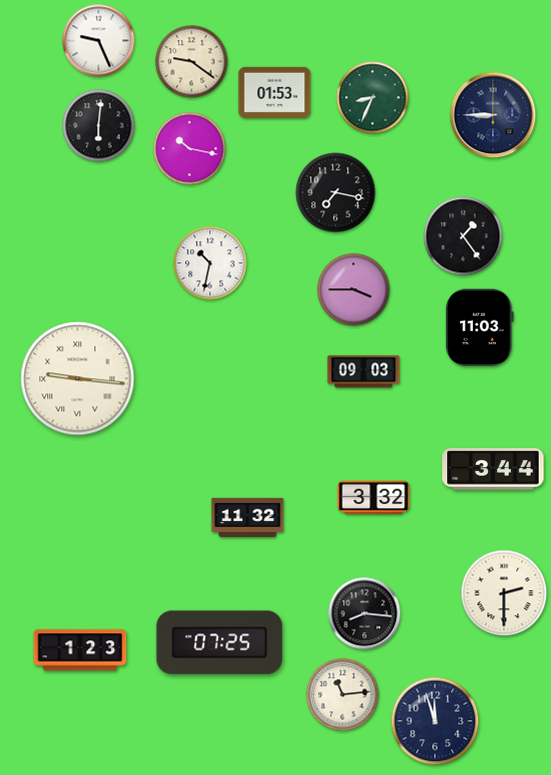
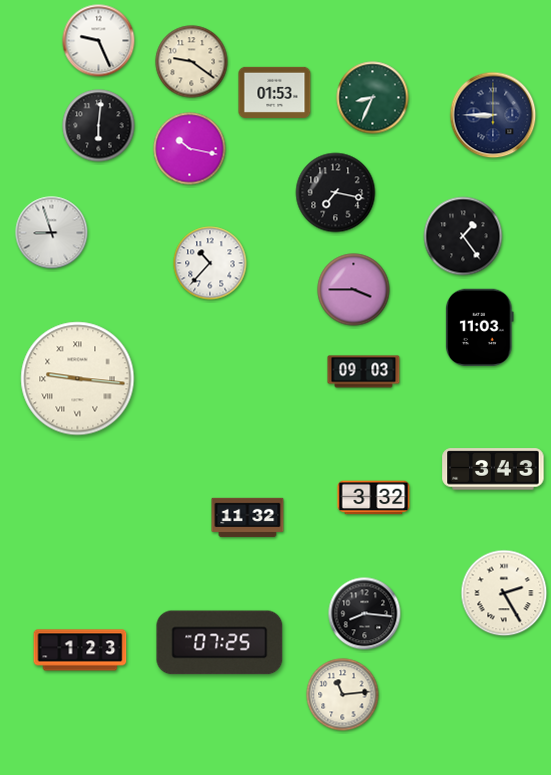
clock at (52, 233): none -> 8:57
clock at (210, 263): 10:32 -> 10:37
clock at (493, 469): 3:44 -> 3:43
clock at (504, 593): 2:30 -> 2:25
clock at (435, 721): 11:57 -> none
